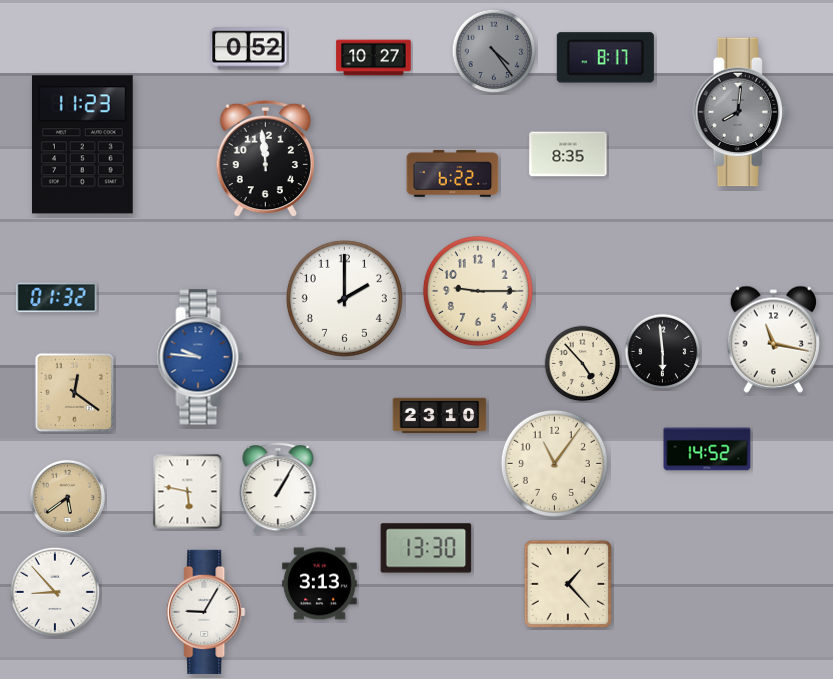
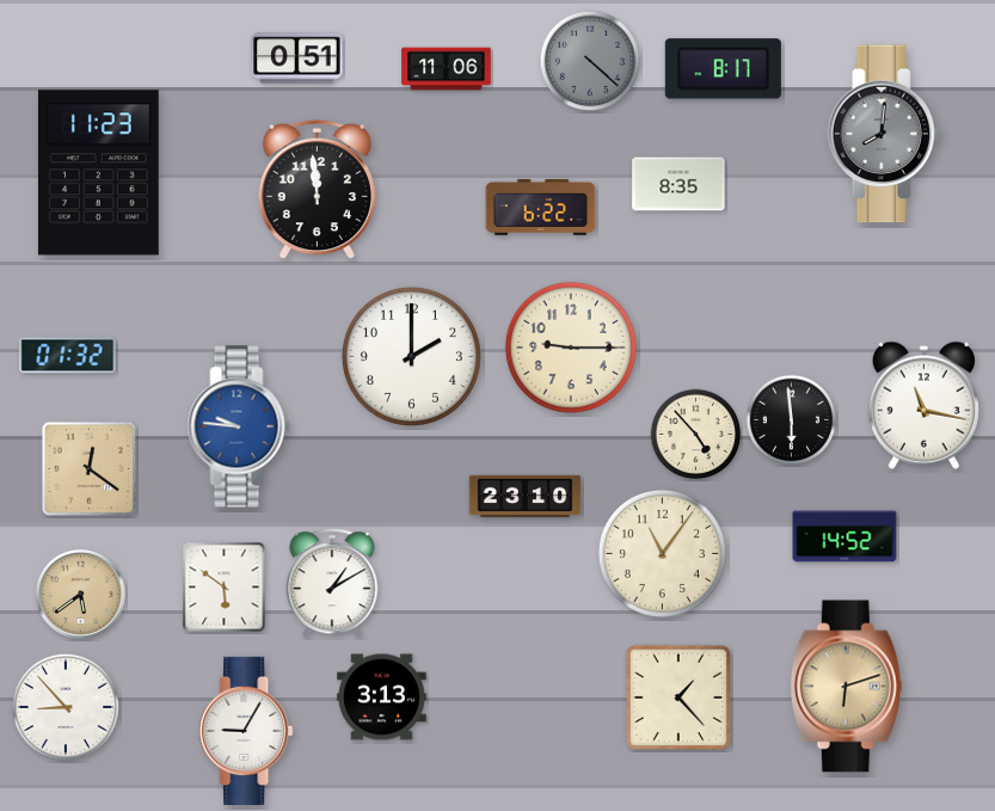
clock at (249, 49): 0:52 -> 0:51
clock at (494, 51): 4:24 -> 4:22
clock at (374, 58): 10:27 -> 11:06
clock at (278, 489): 1:05 -> 1:10
clock at (188, 492): 5:47 -> 5:51
clock at (426, 548): 13:30 -> none
clock at (846, 687): none -> 6:12
